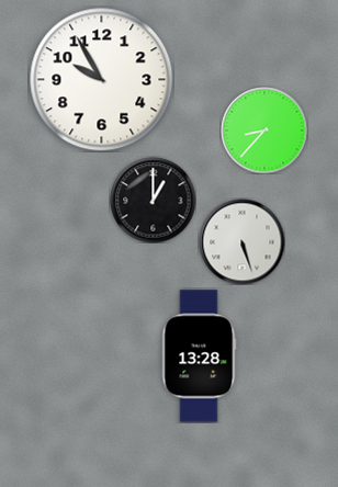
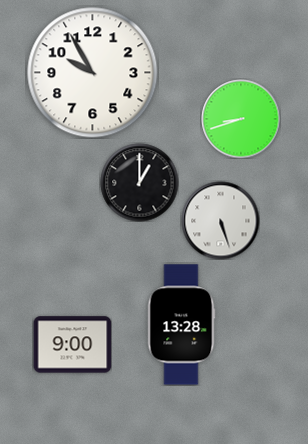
clock at (264, 131): 8:37 -> 8:42
clock at (72, 345): none -> 9:00
